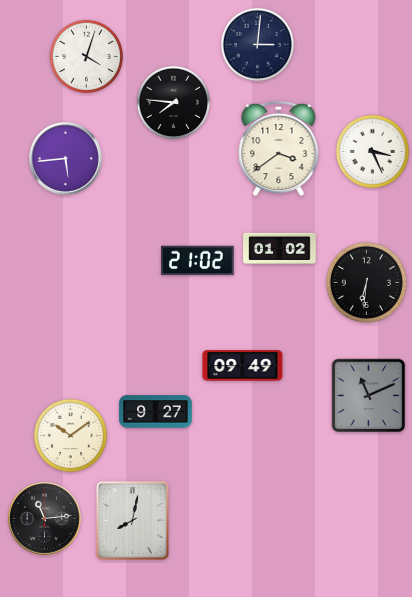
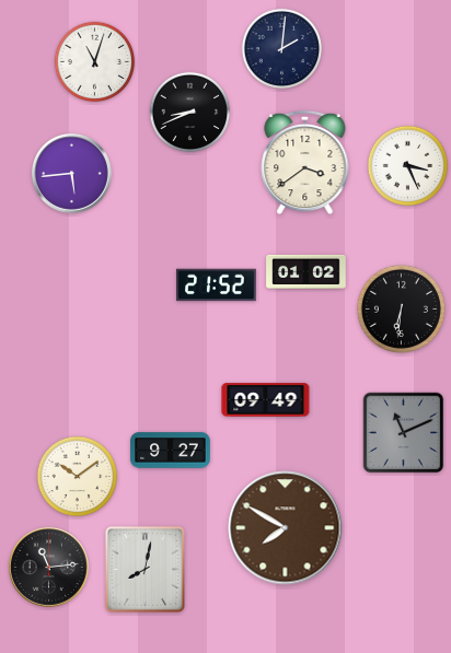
clock at (258, 45): 3:01 -> 2:01
clock at (87, 57): 4:03 -> 11:03
clock at (174, 103): 7:46 -> 8:41
clock at (198, 261): 21:02 -> 21:52
clock at (286, 528): none -> 7:50
